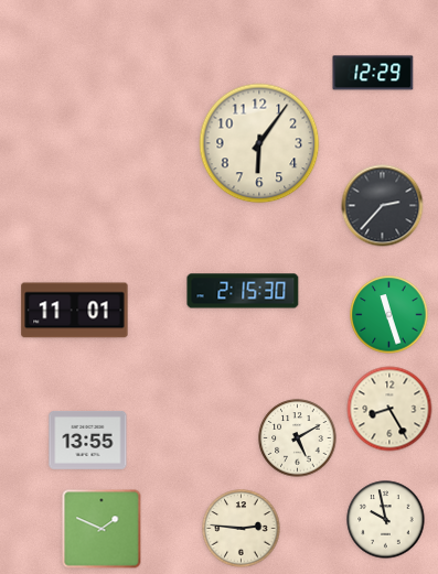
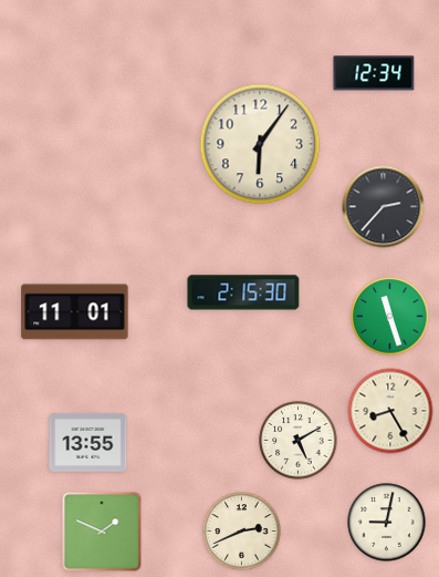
clock at (373, 73): 12:29 -> 12:34
clock at (386, 520): 9:58 -> 9:02
clock at (242, 529): 2:46 -> 2:41
